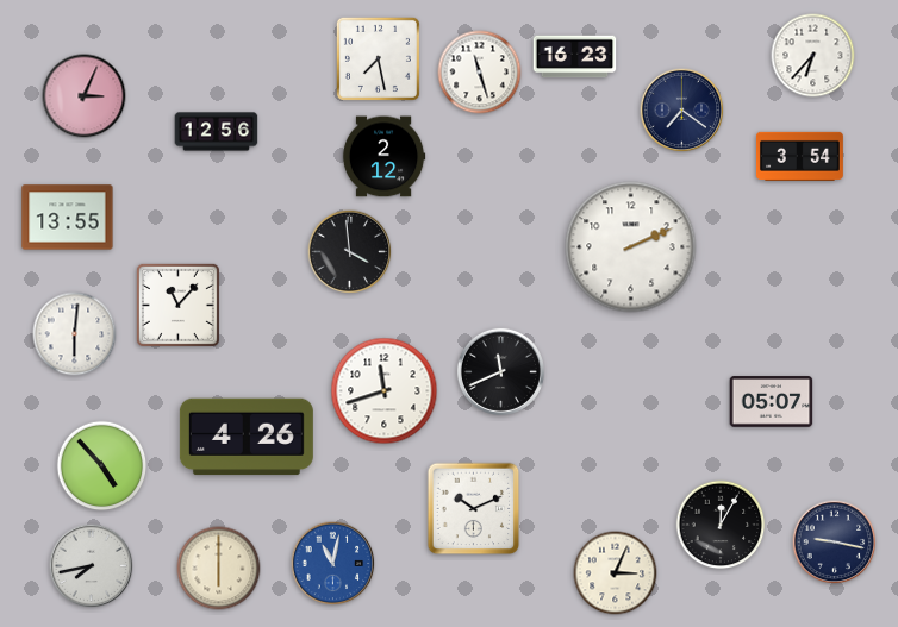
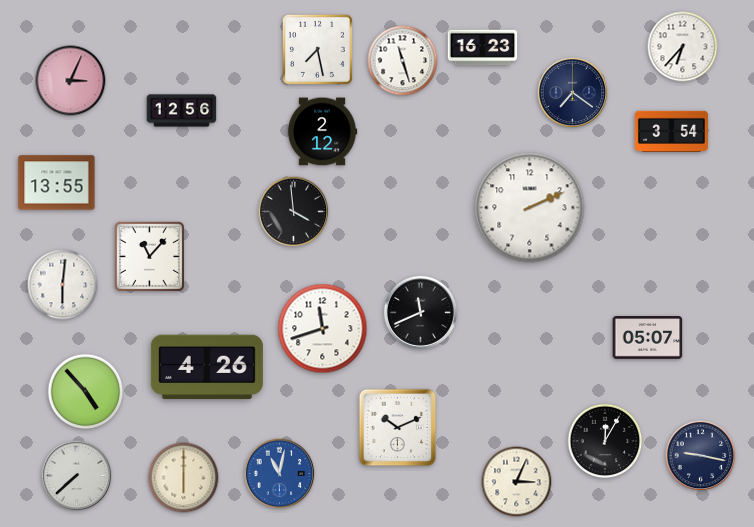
clock at (75, 334) position: (75, 334) -> (63, 285)
clock at (92, 566): 7:43 -> 7:38
